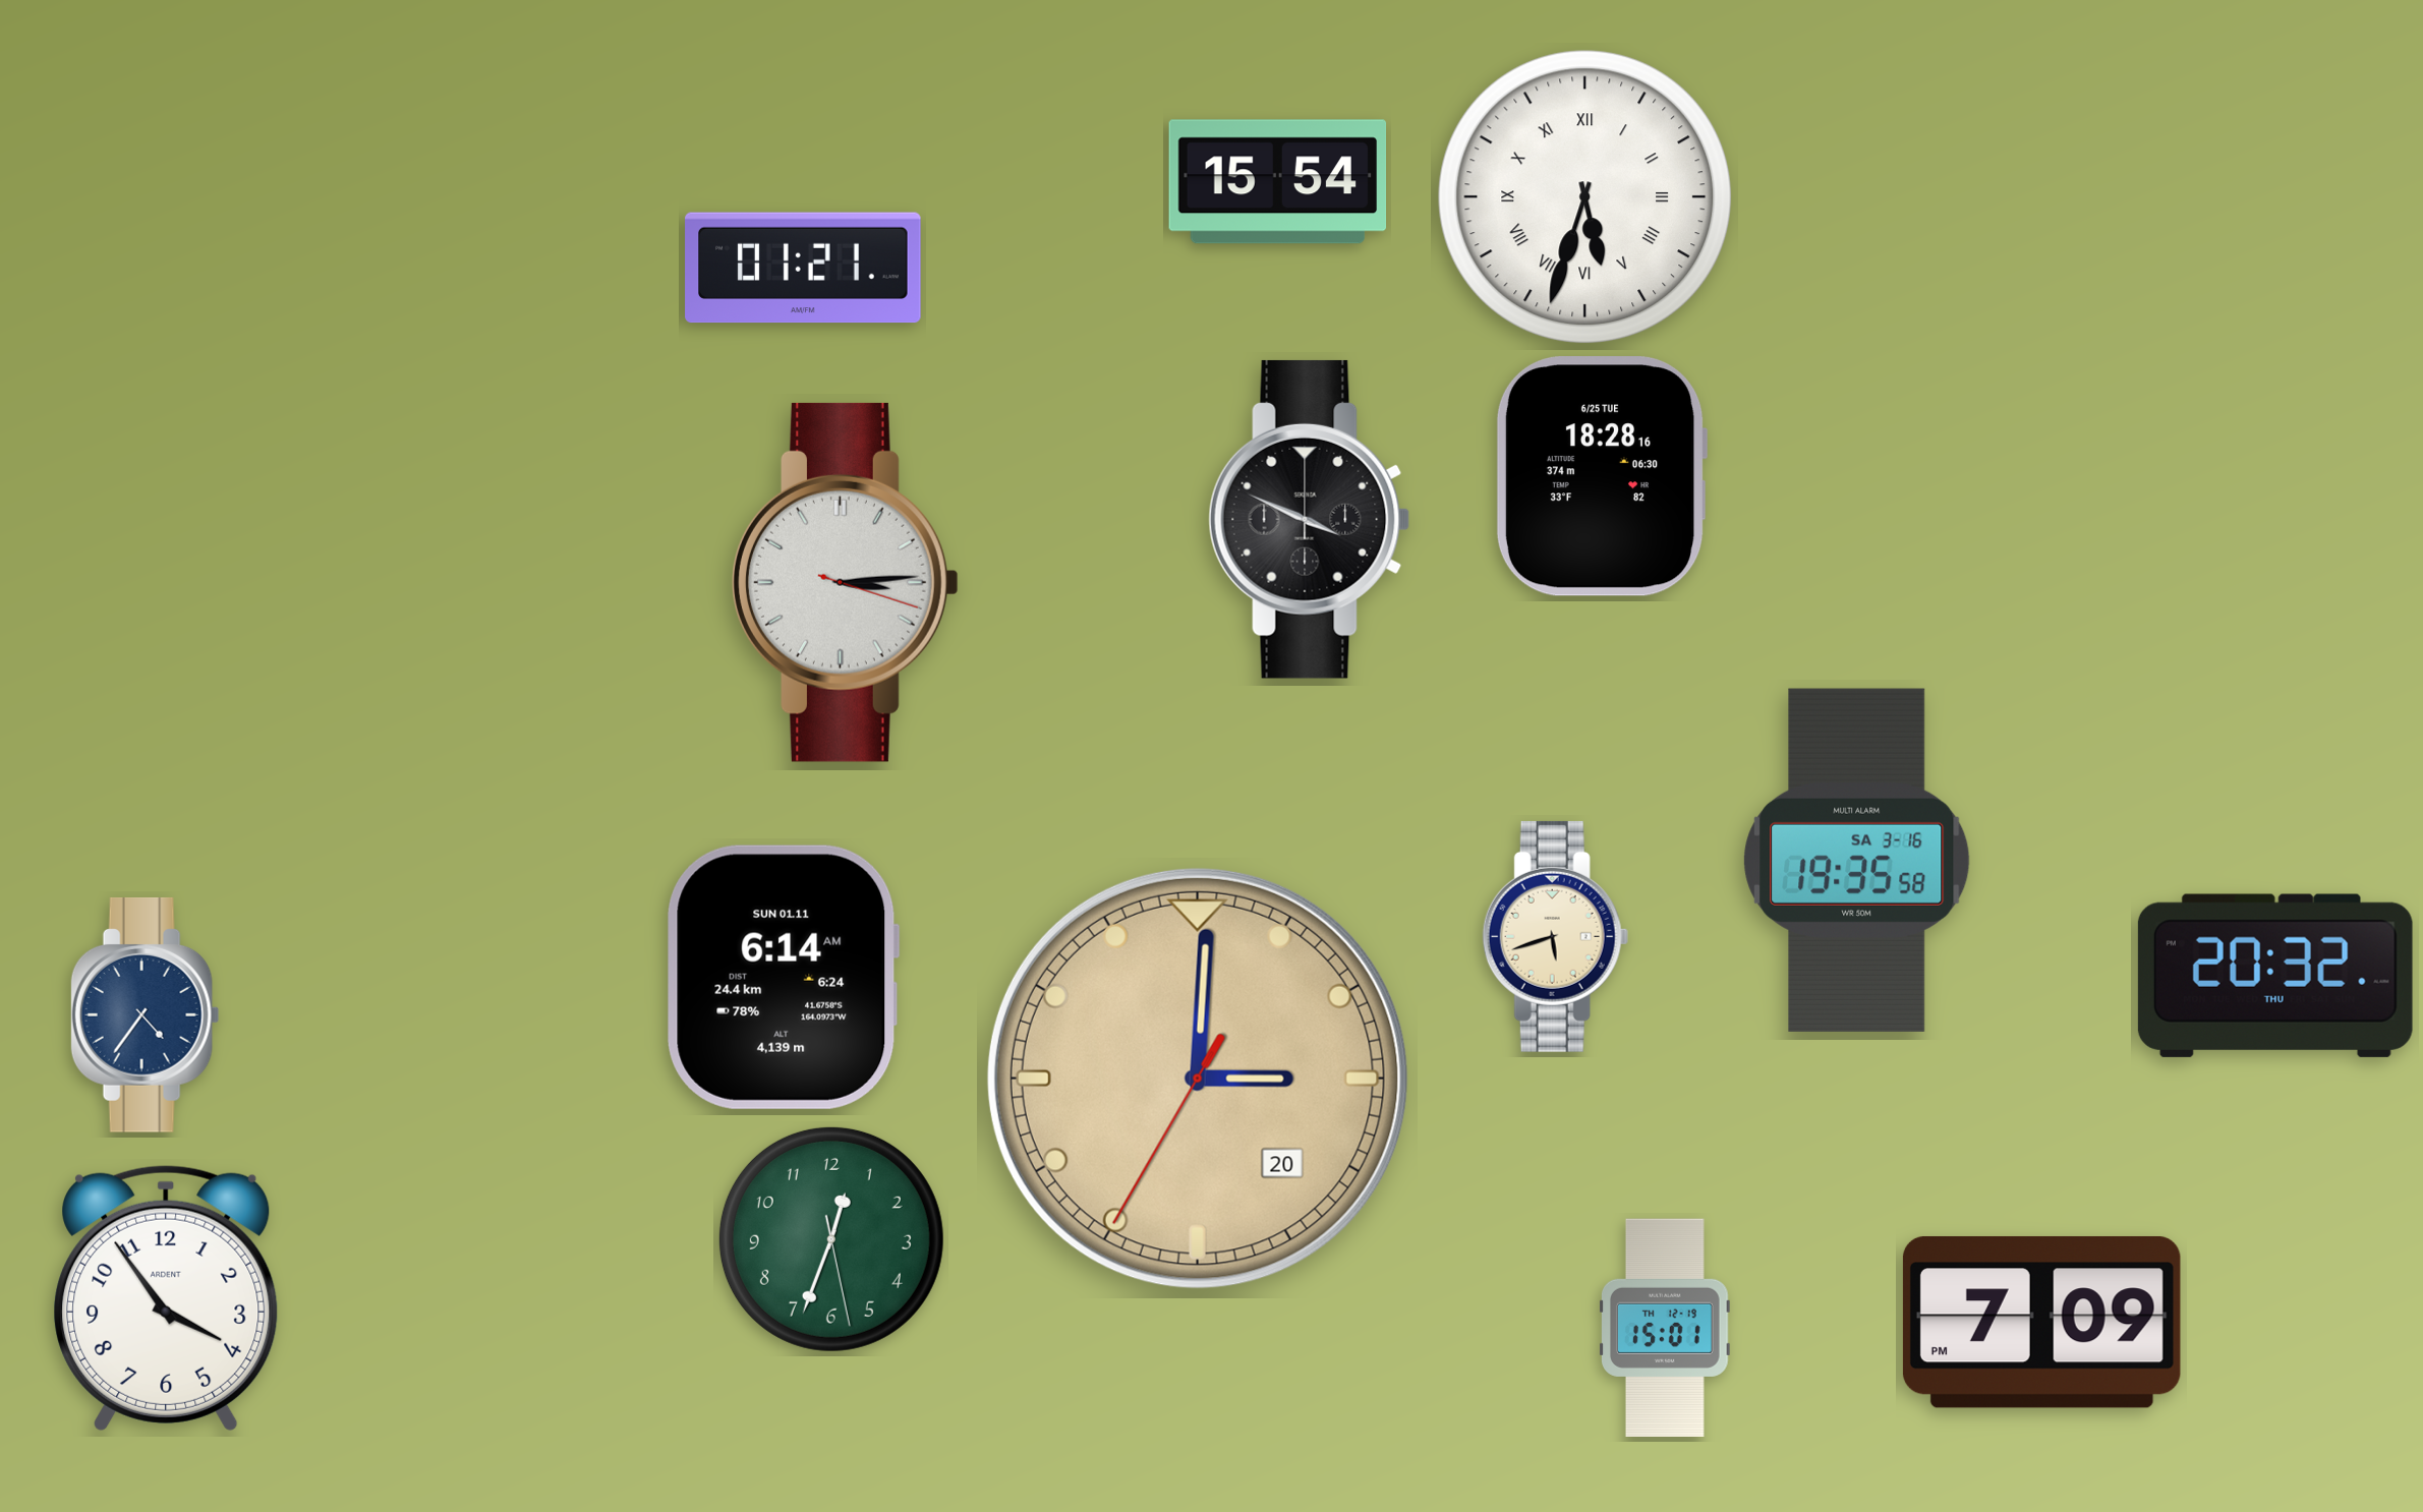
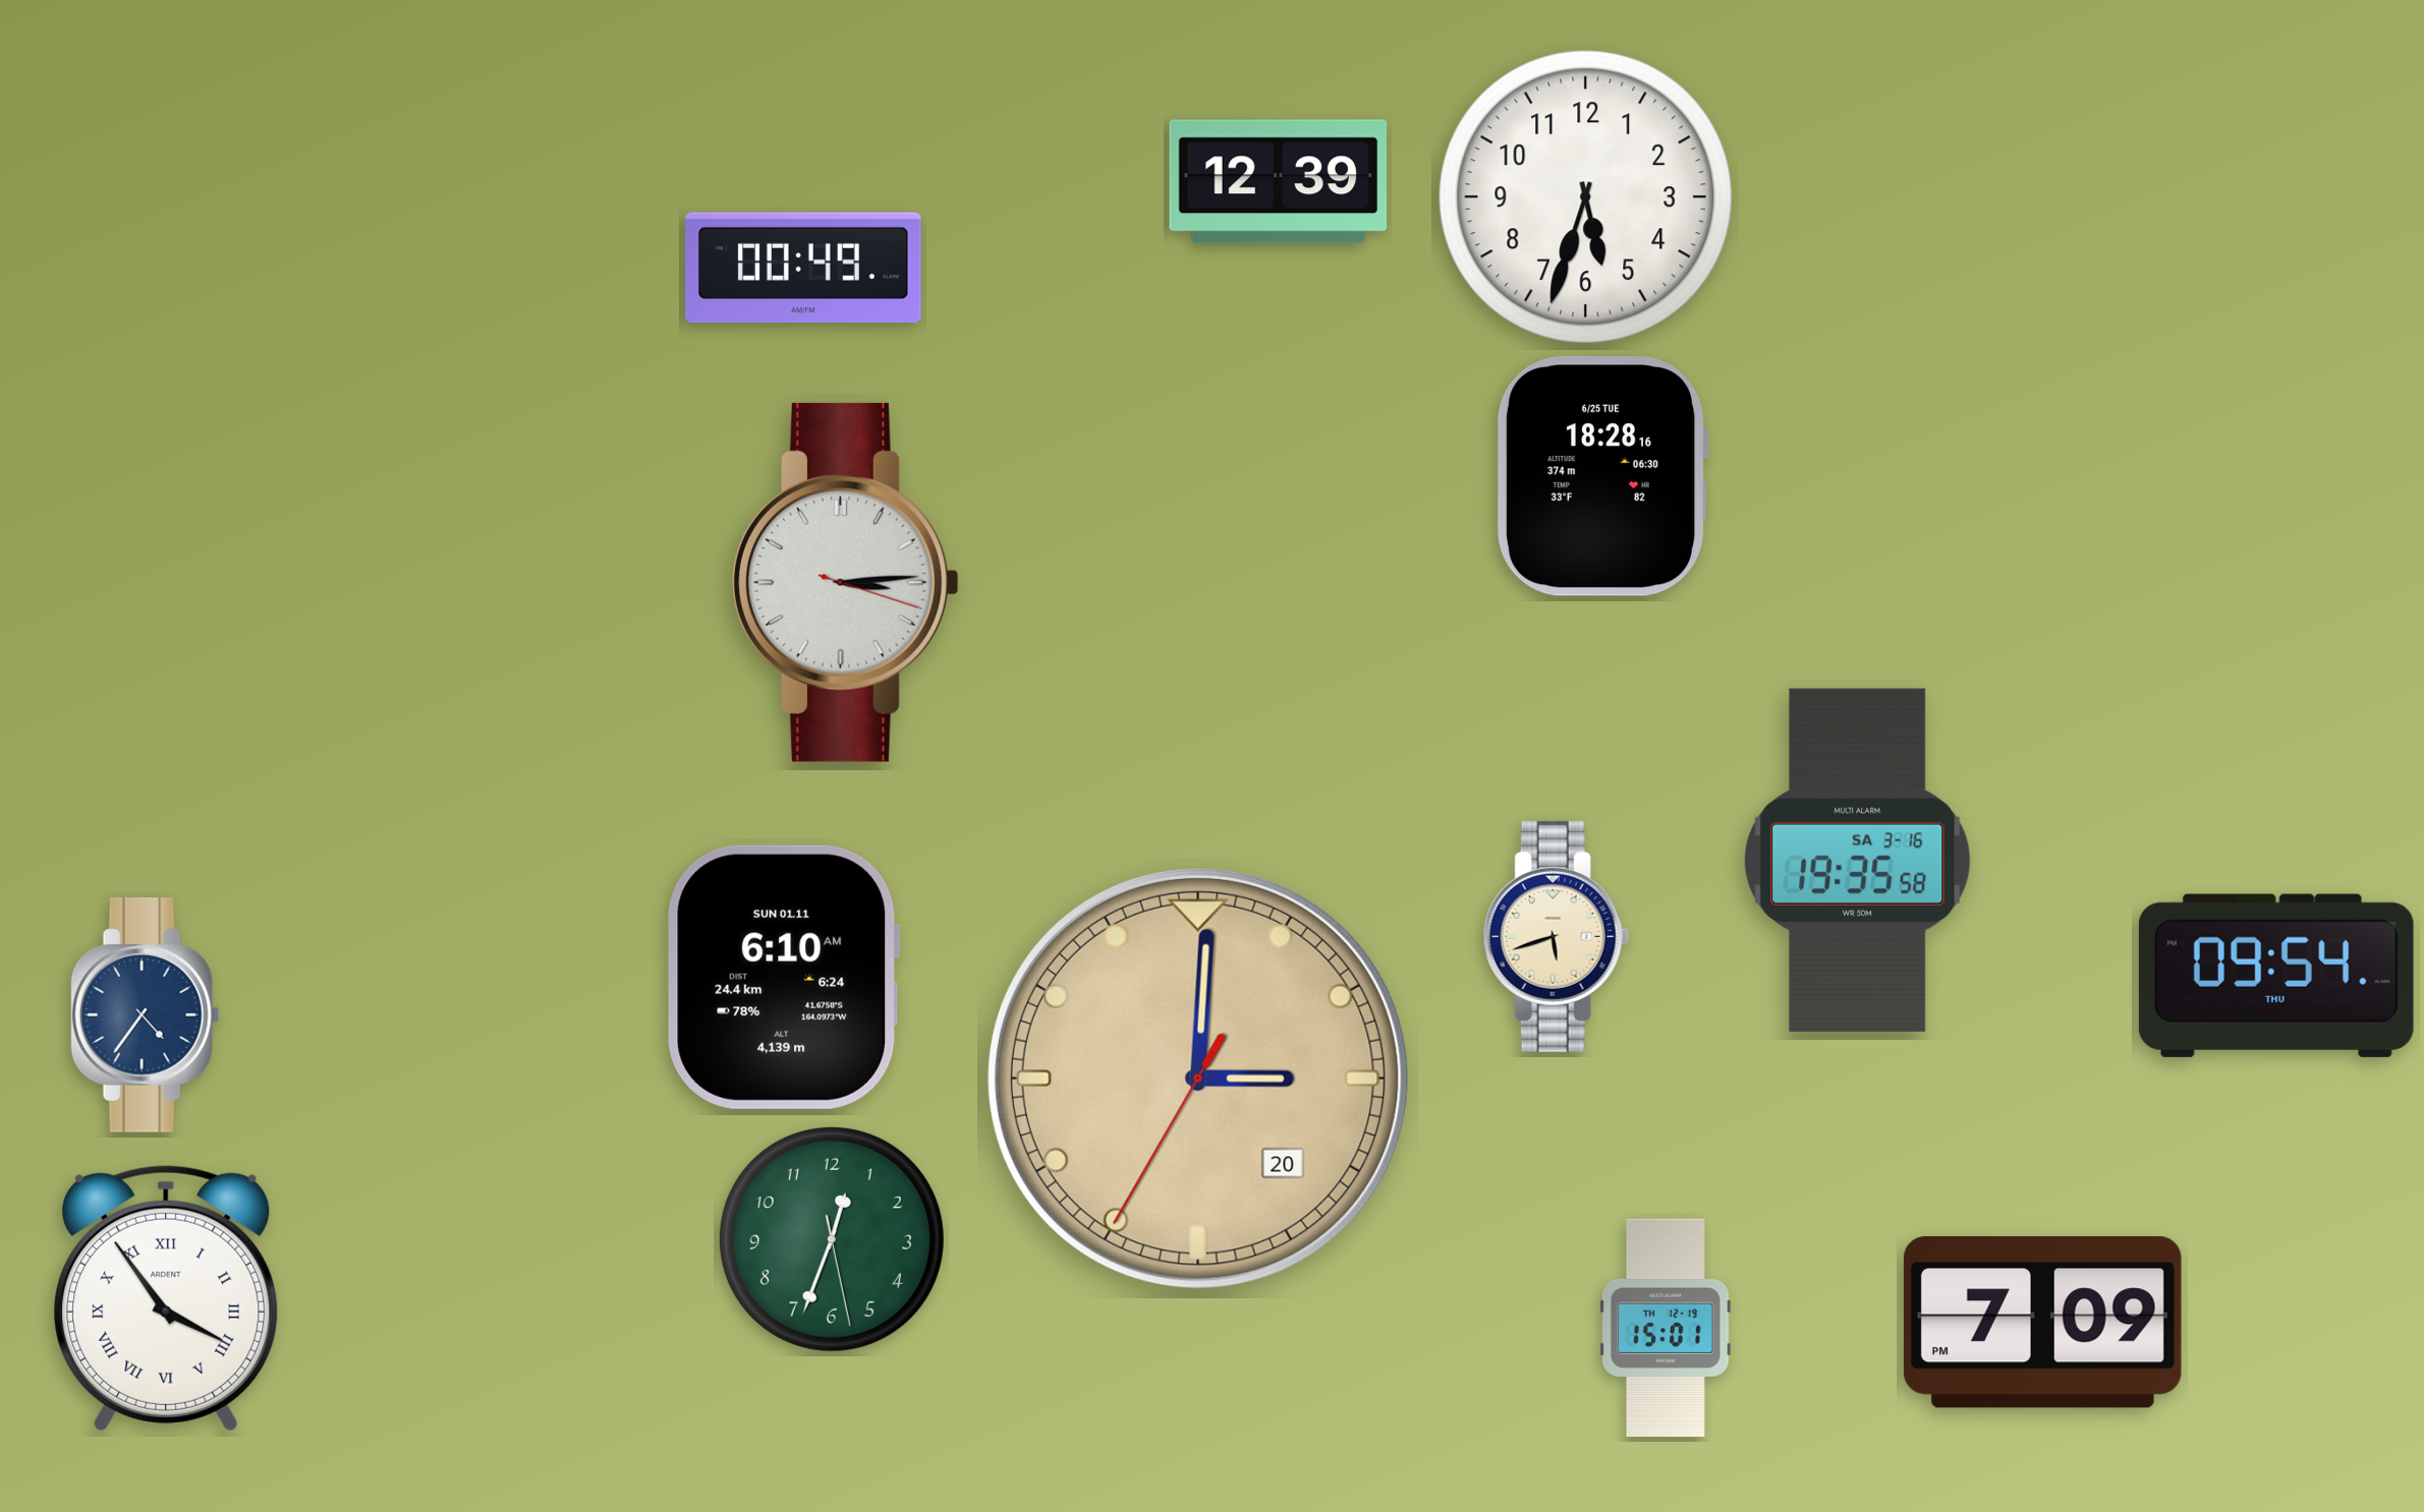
clock at (1278, 182): 15:54 -> 12:39
clock at (1585, 197) numerals: Roman -> Arabic
clock at (803, 268): 01:21 -> 00:49
clock at (1310, 519): 3:49 -> none
clock at (2275, 976): 20:32 -> 09:54
clock at (783, 977): 6:14 -> 6:10
clock at (166, 1298) numerals: Arabic -> Roman
